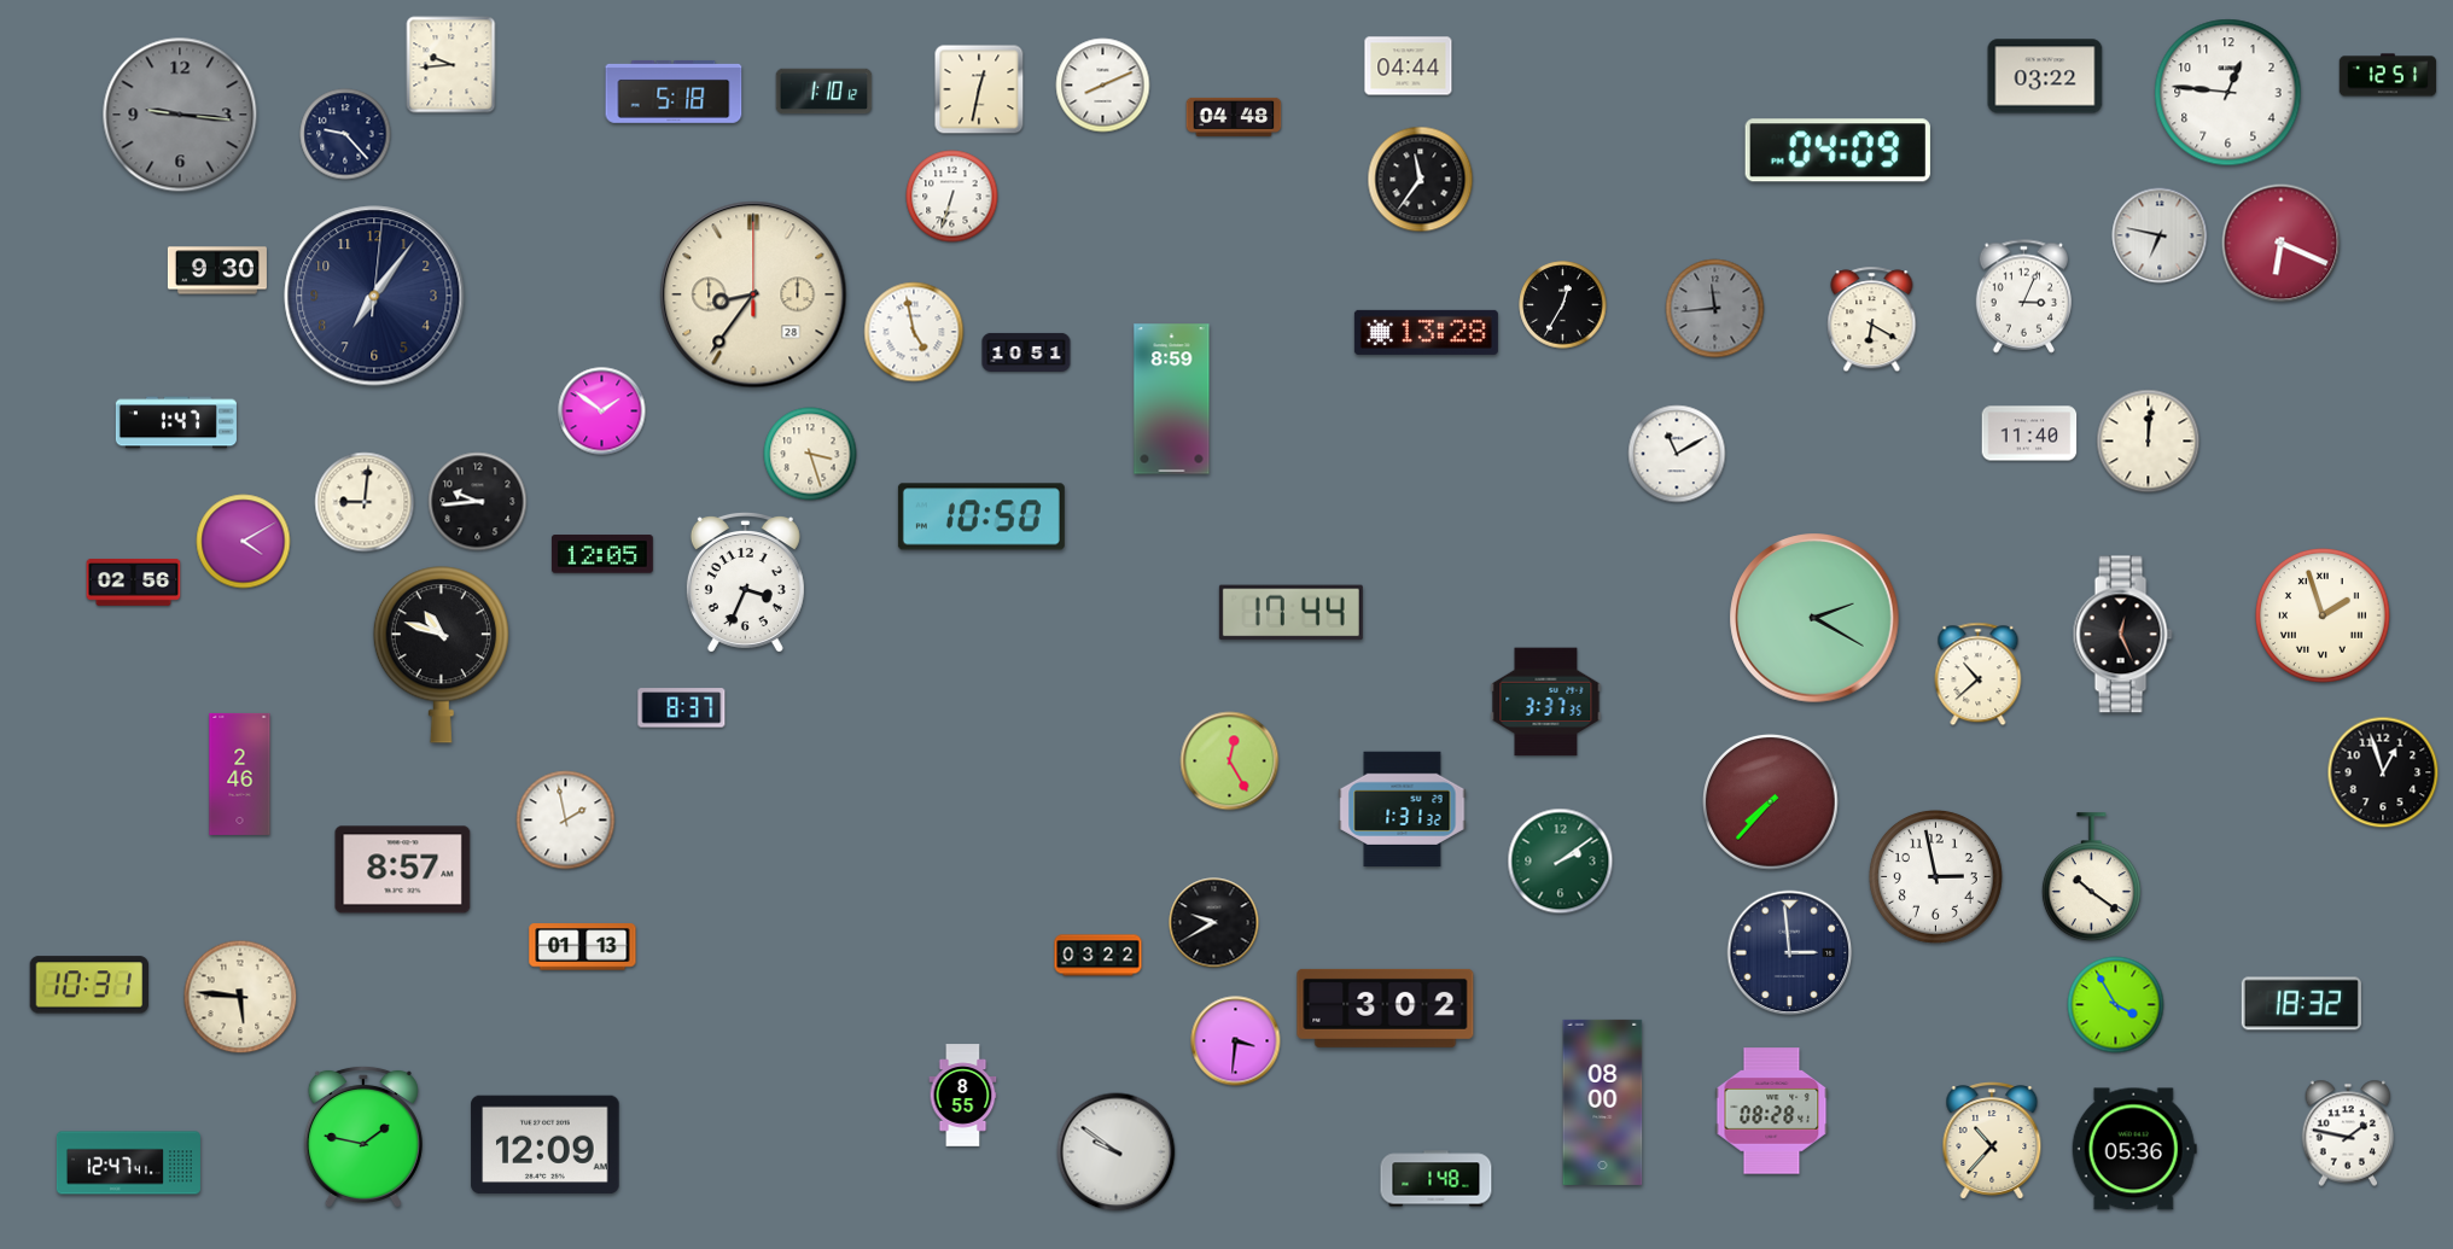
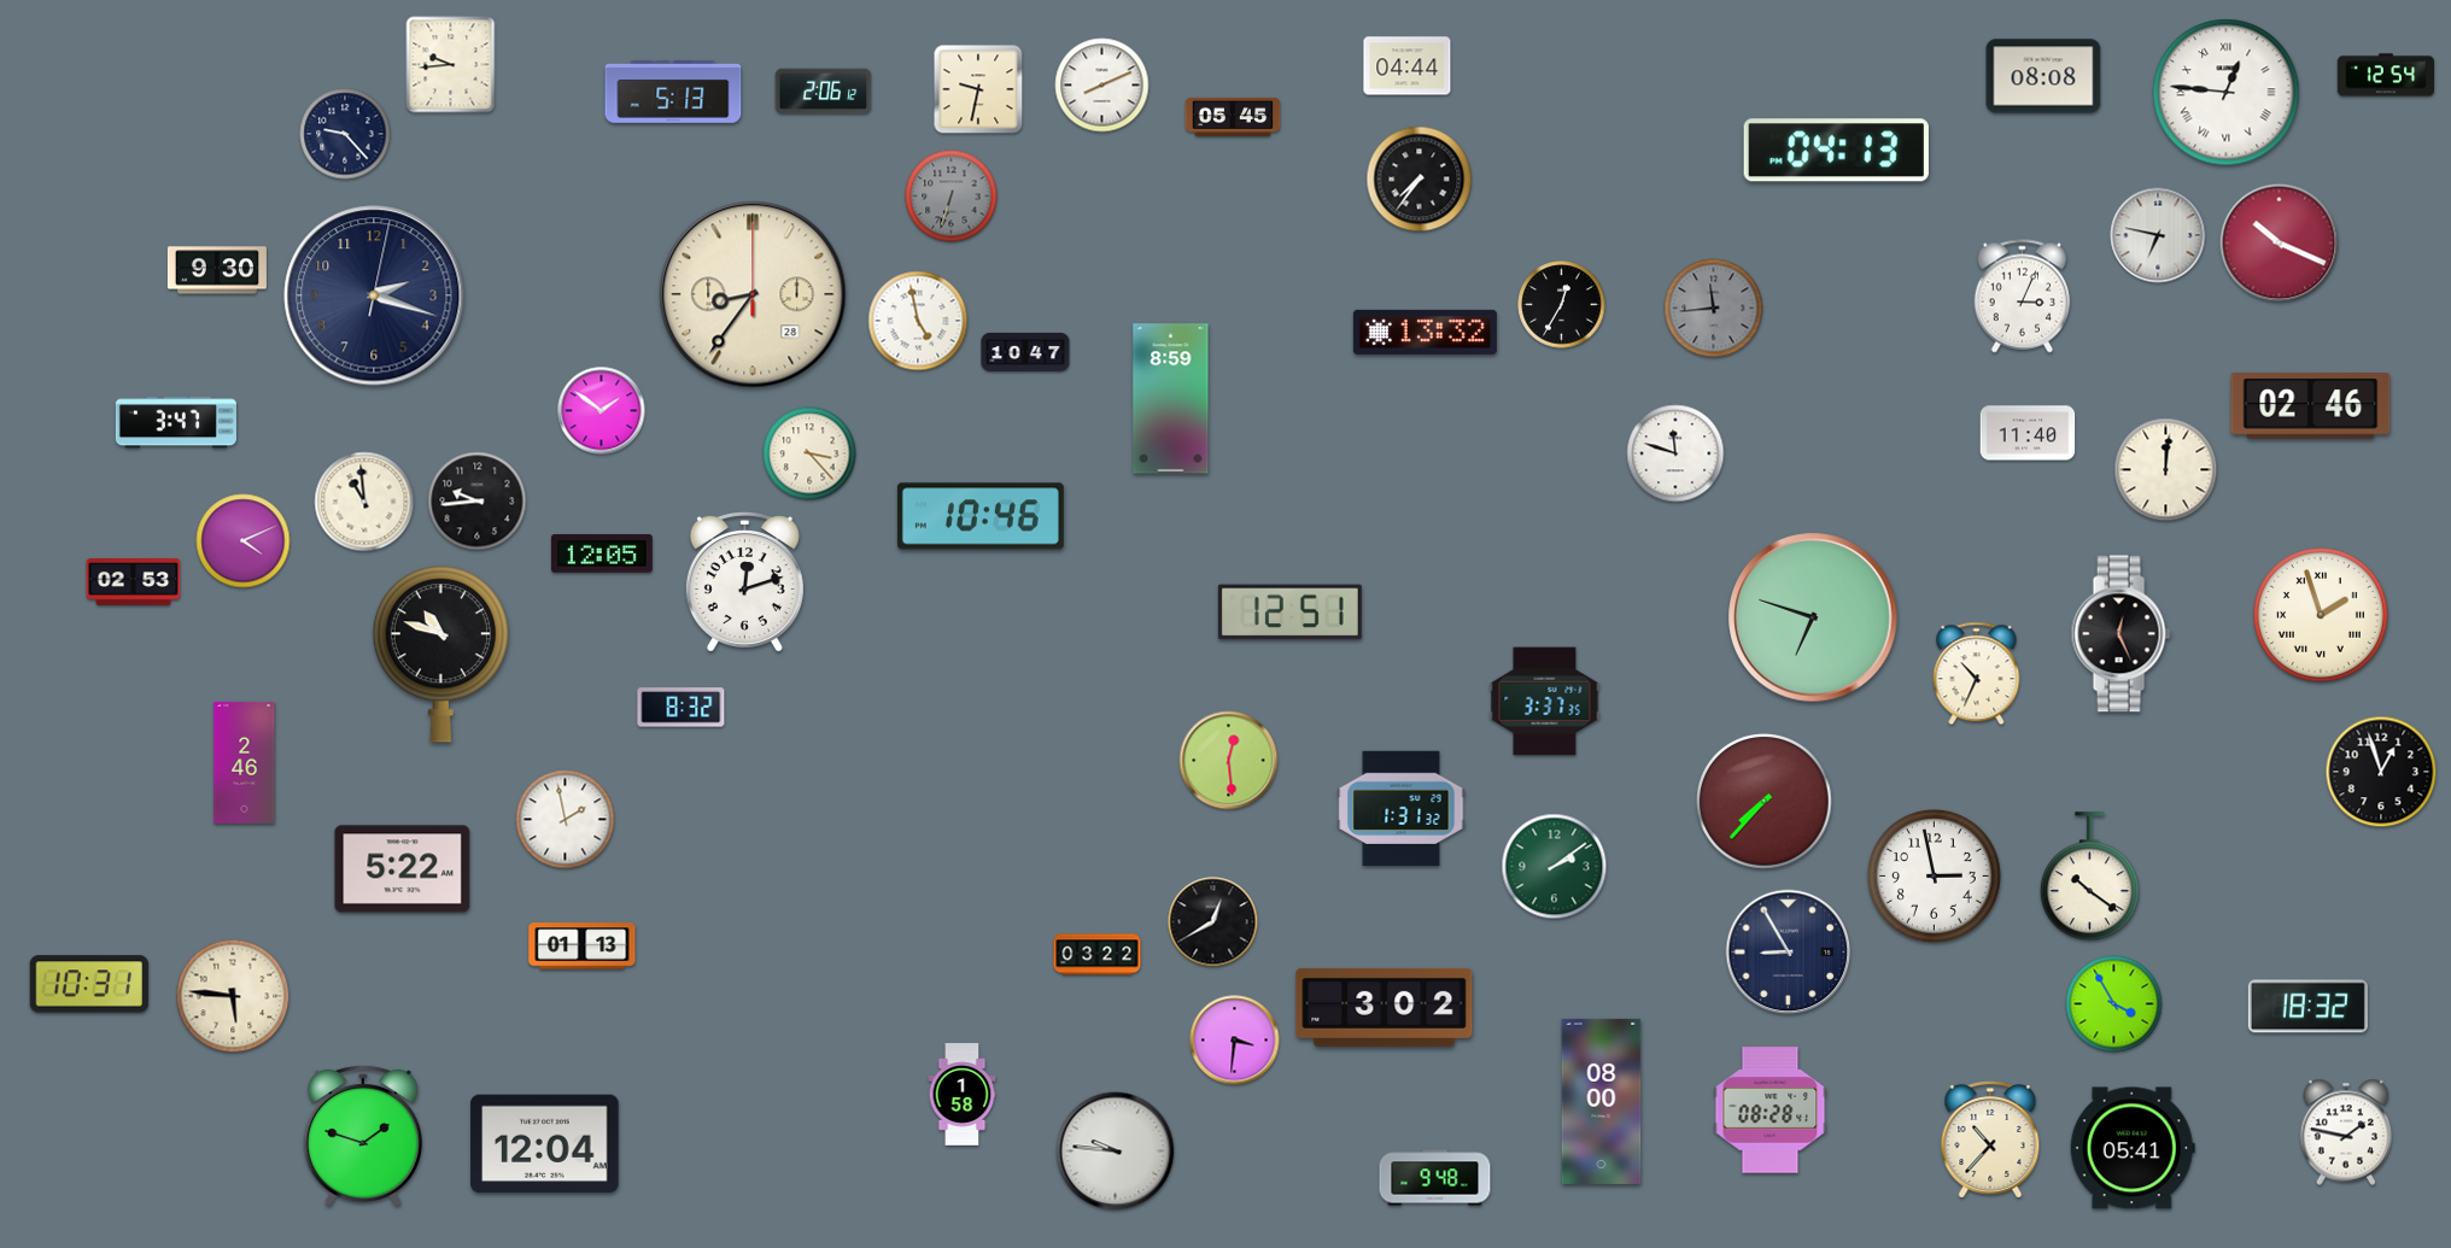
clock at (2388, 75): 12:51 -> 12:54
clock at (2045, 76): 03:22 -> 08:08
clock at (979, 89): 12:32 -> 9:32
clock at (674, 92): 5:18 -> 5:13
clock at (825, 92): 1:10 -> 2:06
clock at (2228, 93) numerals: Arabic -> Roman
clock at (180, 115): 9:16 -> none
clock at (1234, 117): 04:48 -> 05:45
clock at (1837, 151): 04:09 -> 04:13
clock at (1421, 180): 11:36 -> 7:36
clock at (952, 197) dial: white -> grey
clock at (2282, 244): 6:19 -> 10:19
clock at (374, 296): 7:06 -> 2:18
clock at (1872, 320): 6:20 -> none
clock at (914, 332) position: (914, 332) -> (918, 321)
clock at (1426, 332): 13:28 -> 13:32
clock at (1026, 352): 10:51 -> 10:47
clock at (2311, 406): none -> 02:46
clock at (176, 422): 1:47 -> 3:47
clock at (2149, 442) position: (2149, 442) -> (2166, 470)
clock at (810, 454): 3:27 -> 3:23
clock at (1677, 454): 11:10 -> 11:48
clock at (365, 502): 9:01 -> 10:59
clock at (981, 516): 10:50 -> 10:46
clock at (244, 542): 4:10 -> 4:11
clock at (134, 583): 02:56 -> 02:53
clock at (745, 583): 3:34 -> 12:12
clock at (1290, 613): 17:44 -> 12:51
clock at (1814, 618): 2:20 -> 6:48
clock at (1979, 675): 10:38 -> 10:34
clock at (682, 708): 8:37 -> 8:32
clock at (1230, 761): 12:25 -> 12:29
clock at (240, 774) position: (240, 774) -> (245, 762)
clock at (1771, 802) position: (1771, 802) -> (1765, 802)
clock at (1561, 862) position: (1561, 862) -> (1555, 867)
clock at (403, 870): 8:57 -> 5:22
clock at (1214, 923): 9:40 -> 12:40
clock at (1790, 953): 2:59 -> 8:55
clock at (240, 997) position: (240, 997) -> (233, 996)
clock at (2301, 1004) position: (2301, 1004) -> (2307, 1007)
clock at (963, 1096): 8:55 -> 1:58
clock at (363, 1136): 1:47 -> 1:48
clock at (546, 1145): 12:09 -> 12:04
clock at (2134, 1149): 05:36 -> 05:41
clock at (1117, 1152): 9:51 -> 9:46
clock at (128, 1163): 12:47 -> none
clock at (1437, 1179): 1:48 -> 9:48
